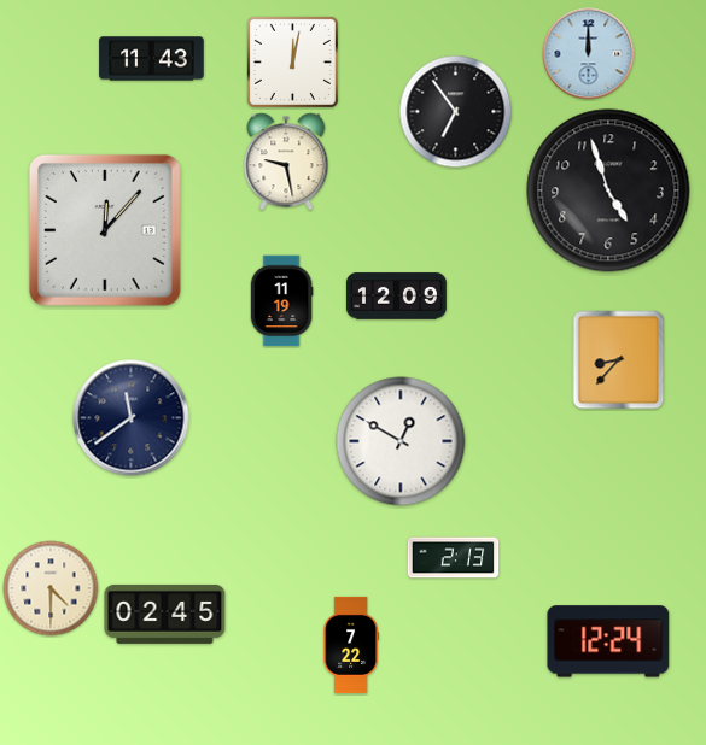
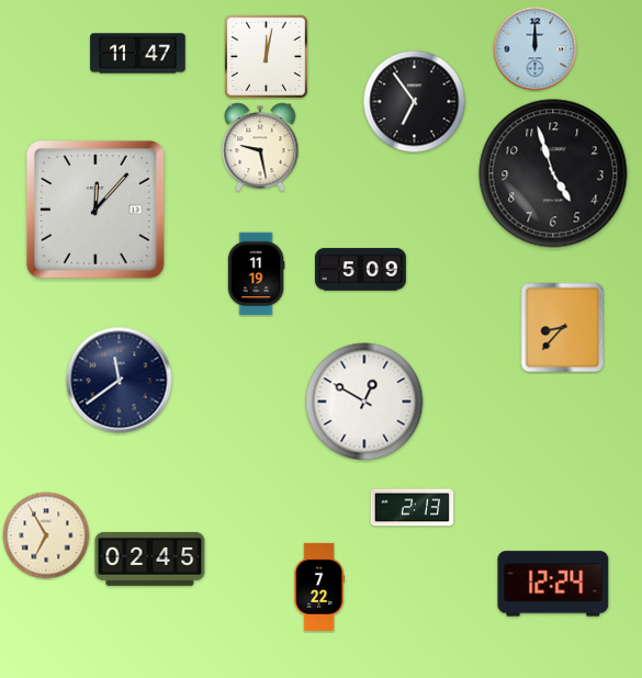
clock at (152, 59): 11:43 -> 11:47
clock at (396, 297): 12:09 -> 5:09
clock at (51, 588): 4:30 -> 6:55
